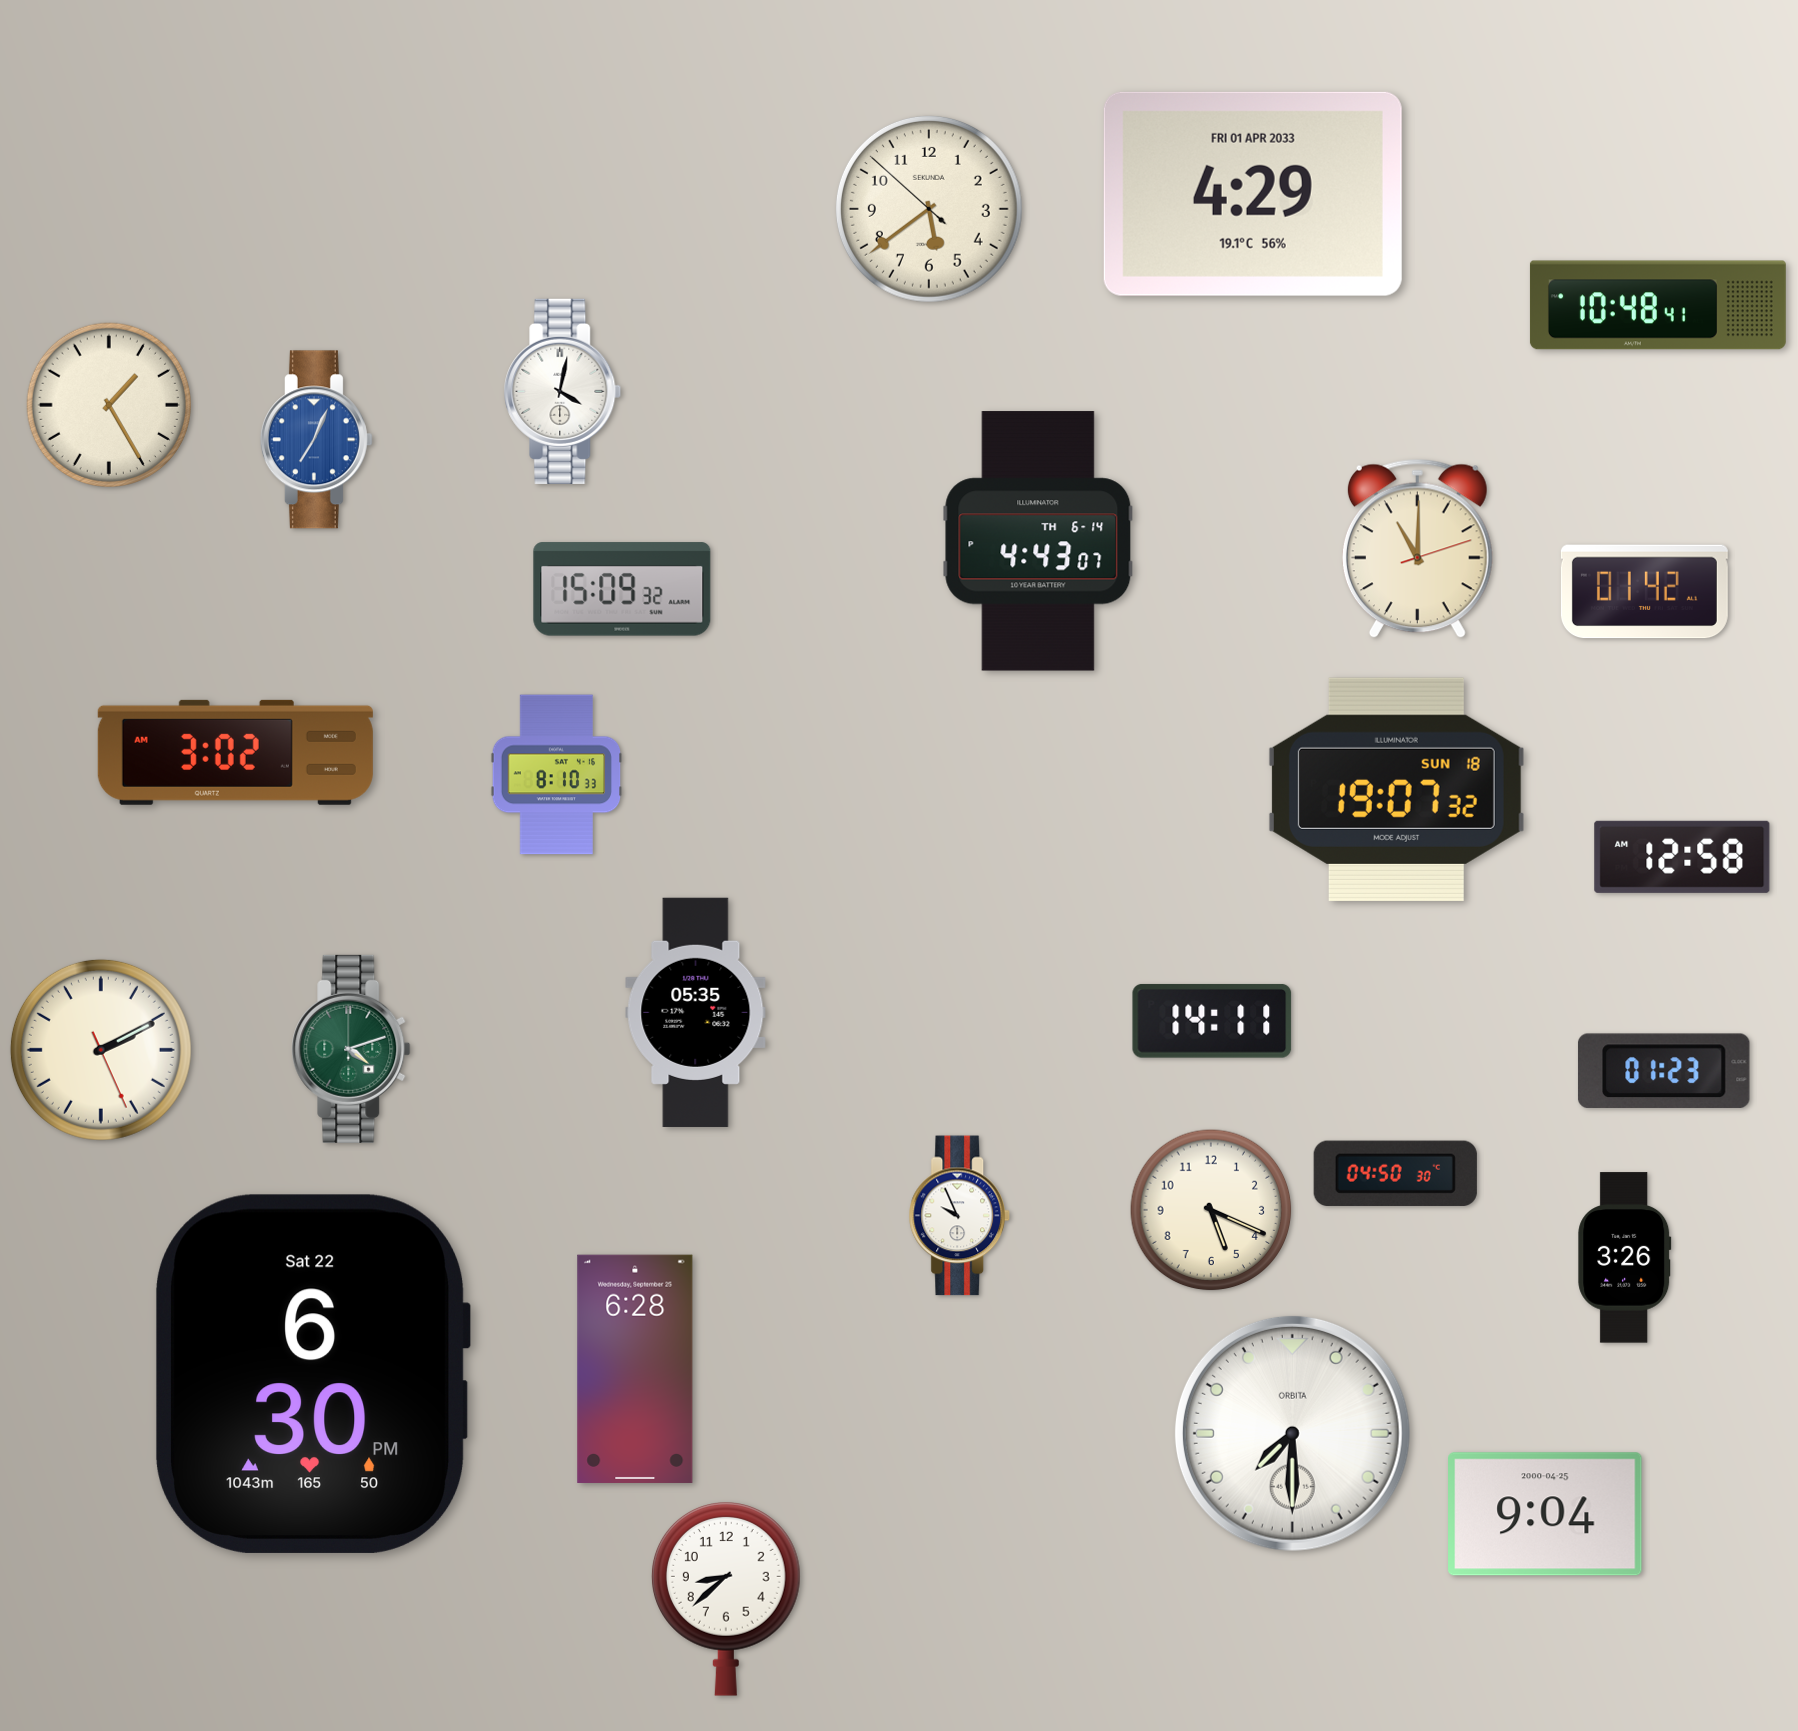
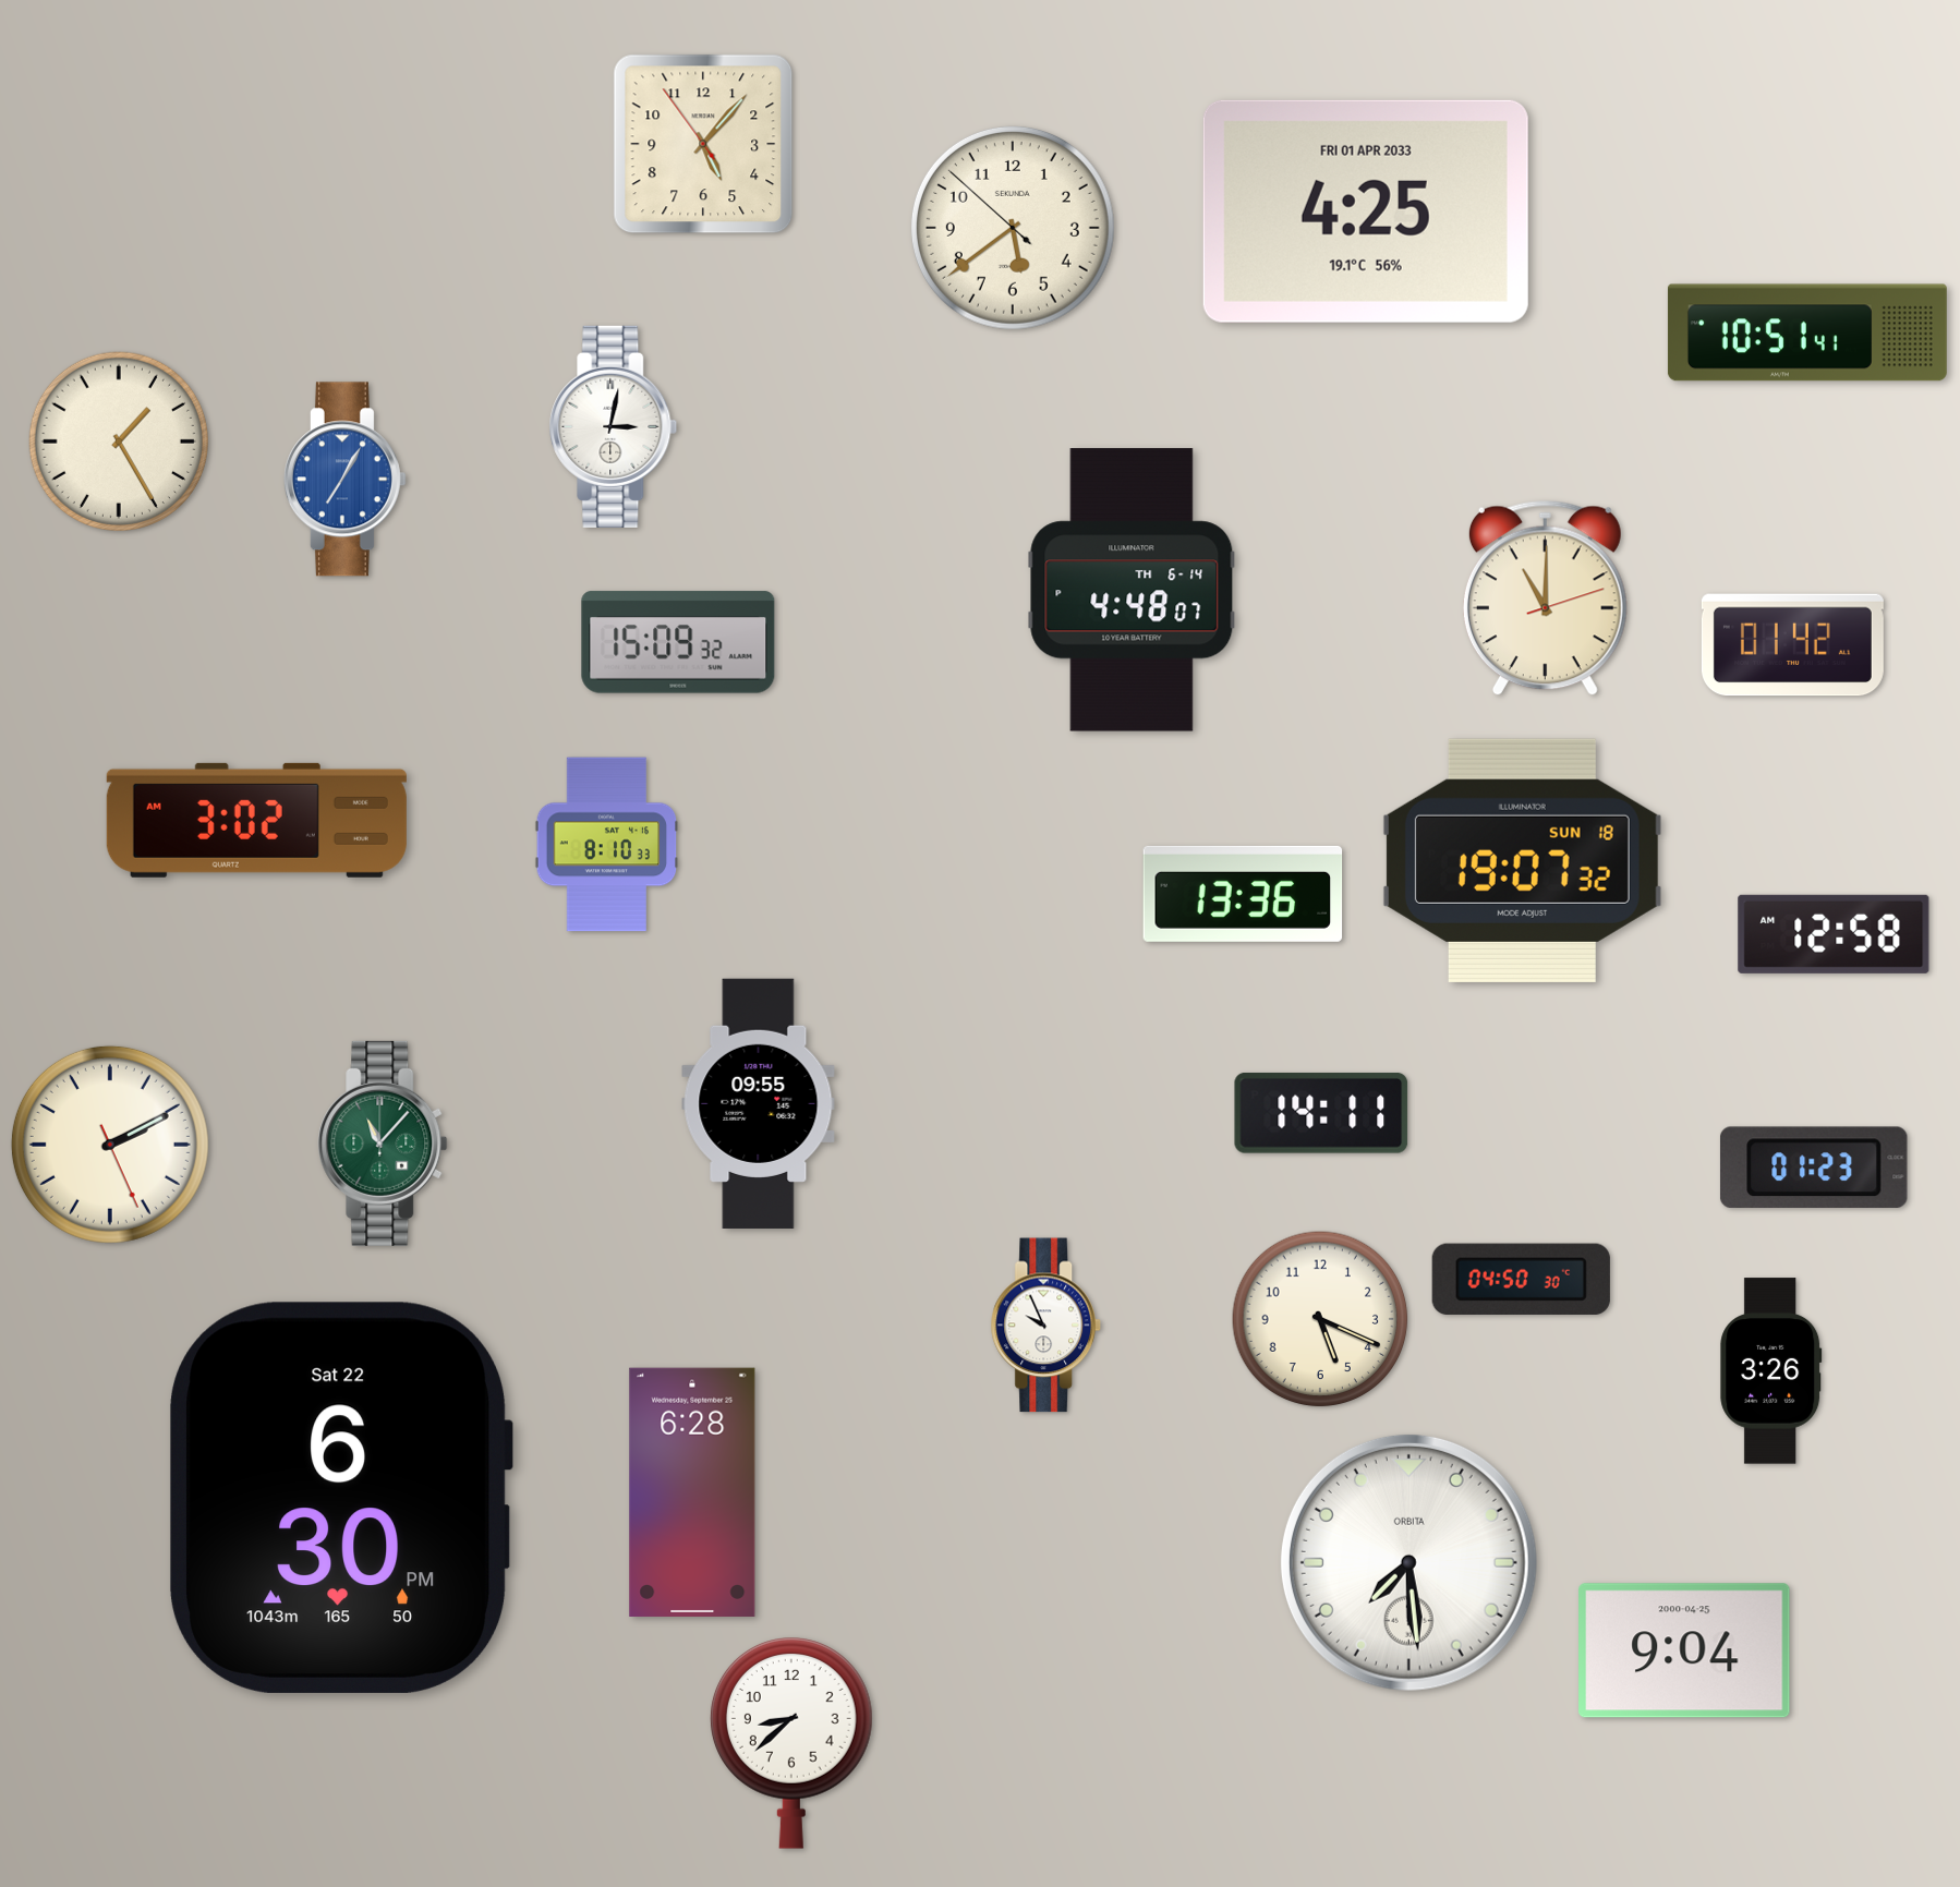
clock at (703, 144): none -> 5:06
clock at (1253, 194): 4:29 -> 4:25
clock at (1658, 305): 10:48 -> 10:51
clock at (563, 391): 4:02 -> 3:02
clock at (316, 440): 7:04 -> 7:05
clock at (1038, 541): 4:43 -> 4:48
clock at (1243, 894): none -> 13:36
clock at (696, 1012): 05:35 -> 09:55
clock at (351, 1049): 4:12 -> 11:07
clock at (1292, 1433): 7:30 -> 7:29
